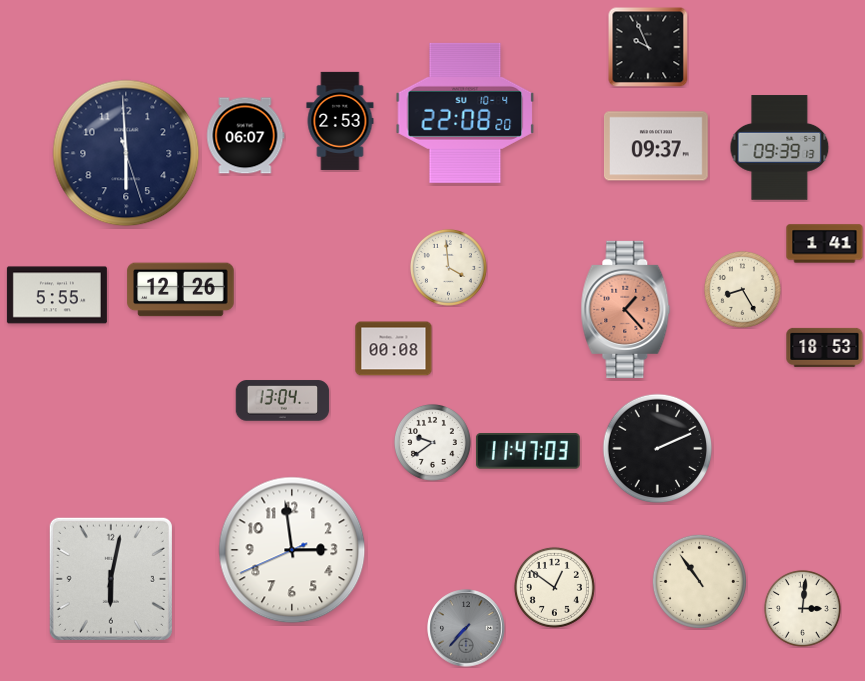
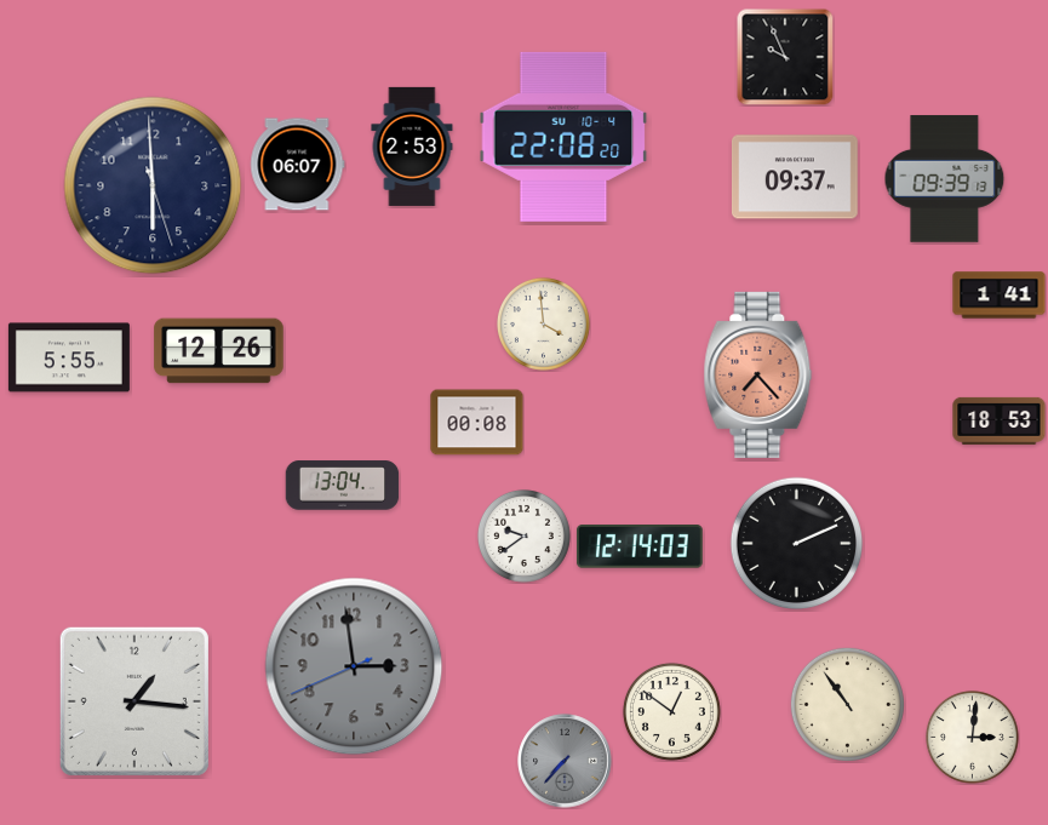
clock at (742, 289): 8:25 -> none
clock at (626, 309): 1:23 -> 7:23
clock at (528, 452): 11:47 -> 12:14
clock at (292, 550) dial: white -> grey
clock at (111, 579): 6:02 -> 1:16
